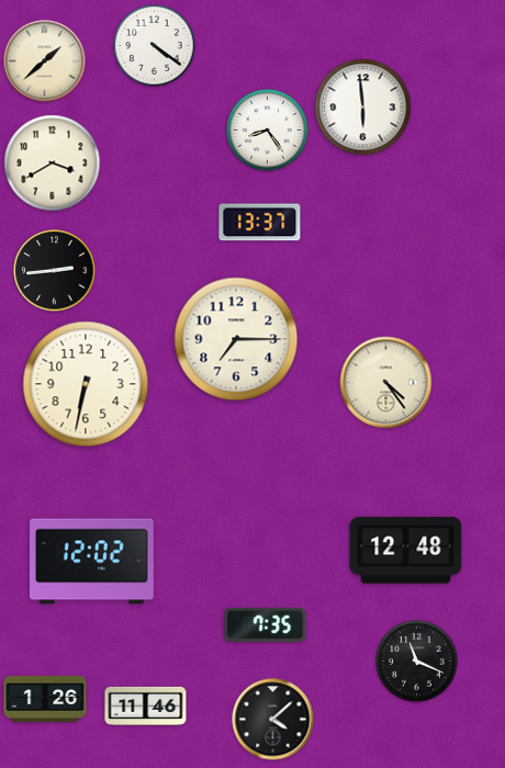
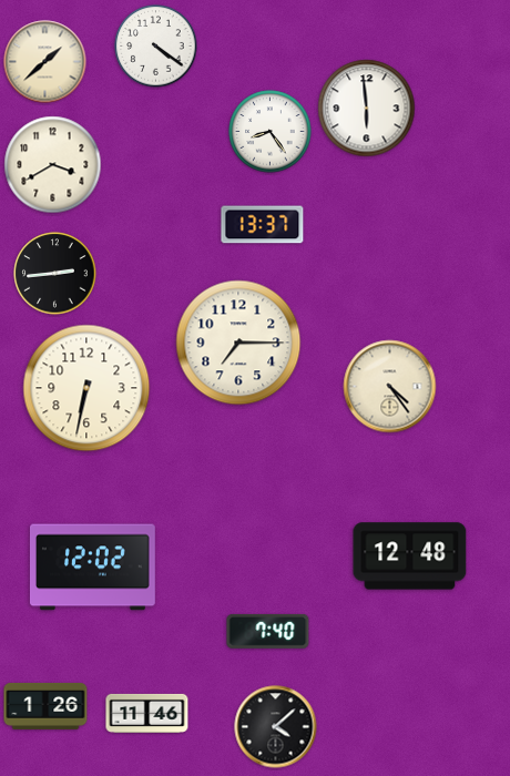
clock at (266, 624): 7:35 -> 7:40
clock at (417, 662): 11:19 -> none
